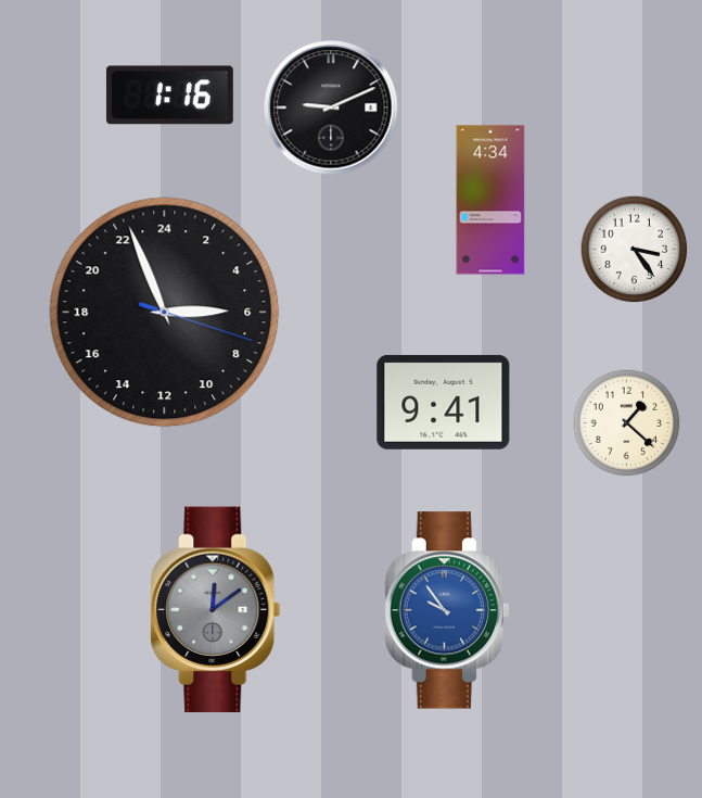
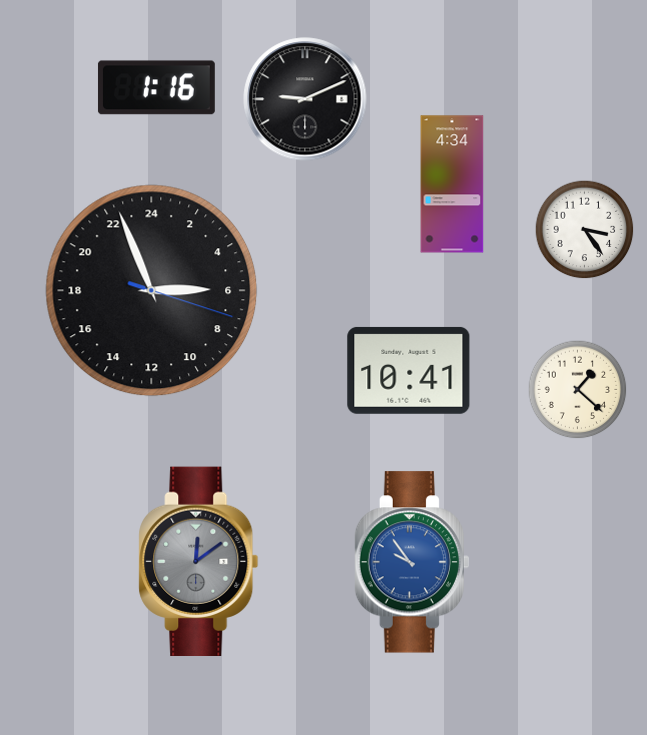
clock at (165, 313) position: (165, 313) -> (152, 291)
clock at (444, 402): 9:41 -> 10:41
